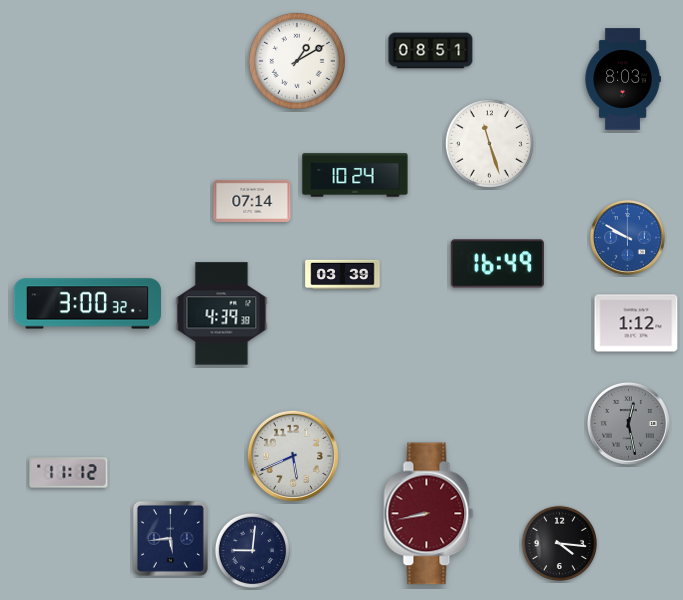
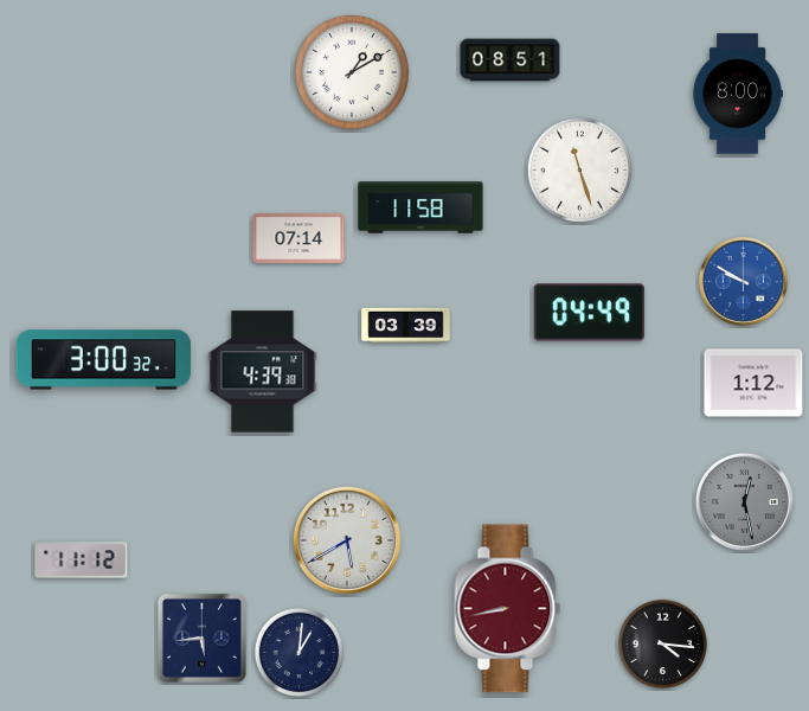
clock at (623, 79): 8:03 -> 8:00
clock at (355, 175): 10:24 -> 11:58
clock at (497, 264): 16:49 -> 04:49
clock at (293, 456): 5:41 -> 5:40
clock at (252, 550): 9:01 -> 1:01
